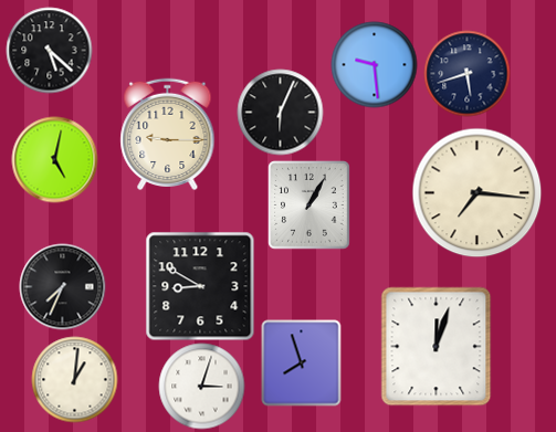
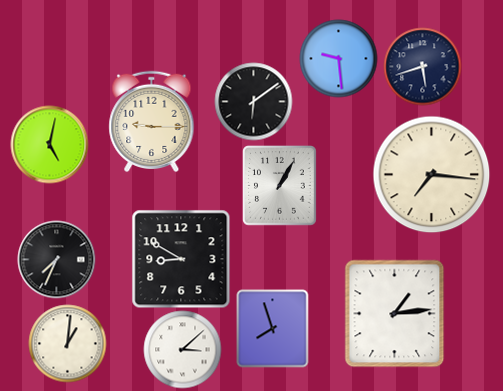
clock at (49, 50): 5:22 -> none
clock at (280, 112): 6:04 -> 6:09
clock at (437, 346): 12:03 -> 1:14
clock at (201, 386): 3:03 -> 3:08
